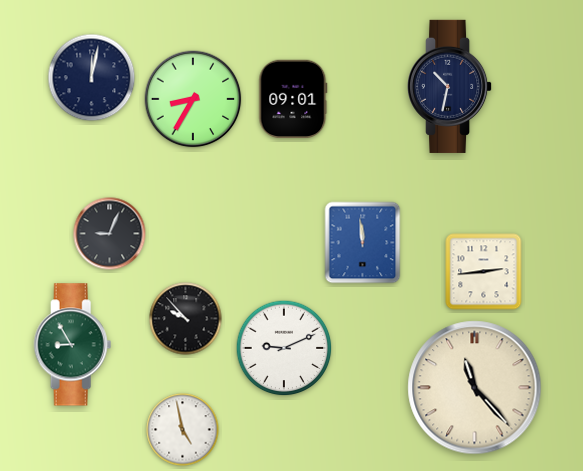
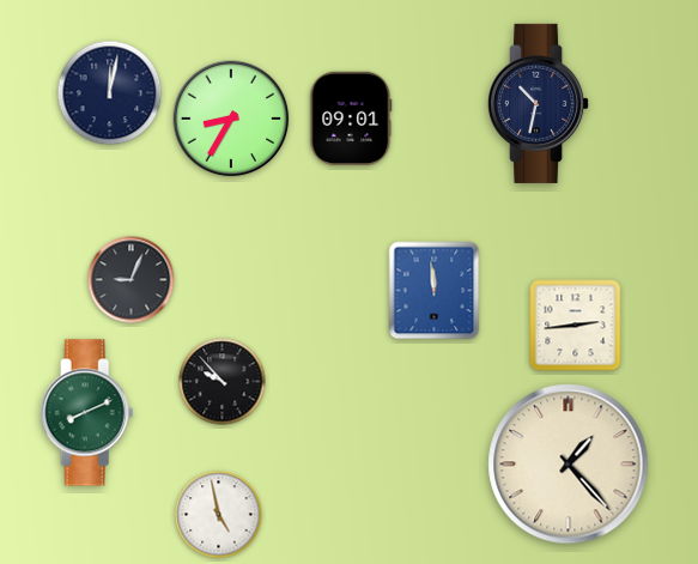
clock at (484, 272) position: (484, 272) -> (576, 326)
clock at (73, 345): 8:55 -> 8:11
clock at (284, 348): 9:11 -> none
clock at (475, 388): 11:23 -> 1:23
